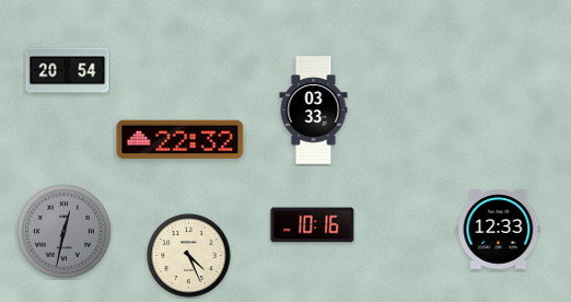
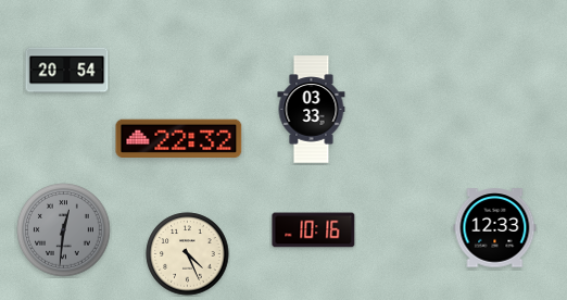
clock at (313, 225) position: (313, 225) -> (314, 230)
clock at (65, 232): 12:32 -> 12:31
